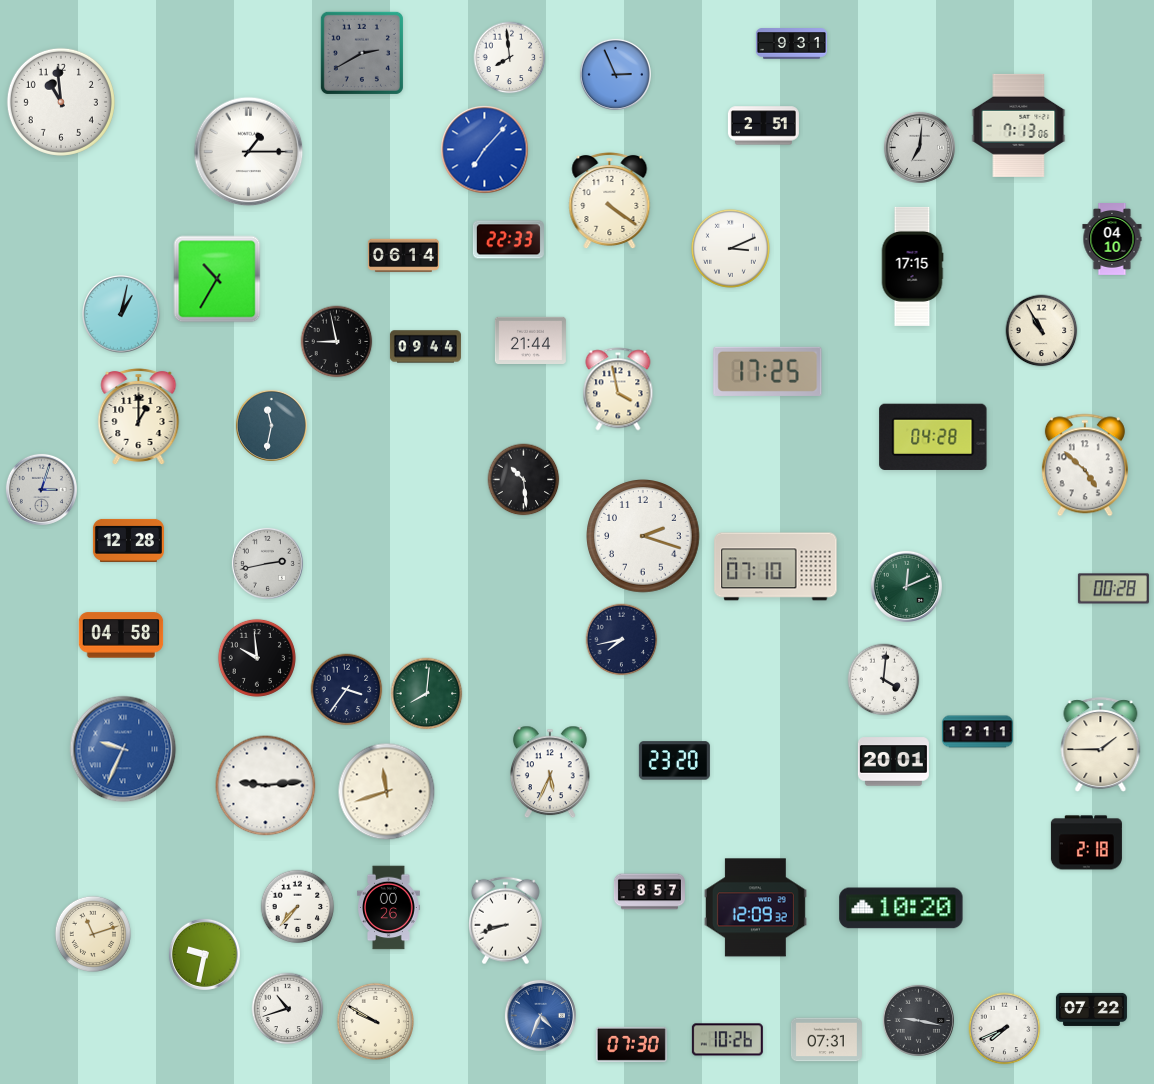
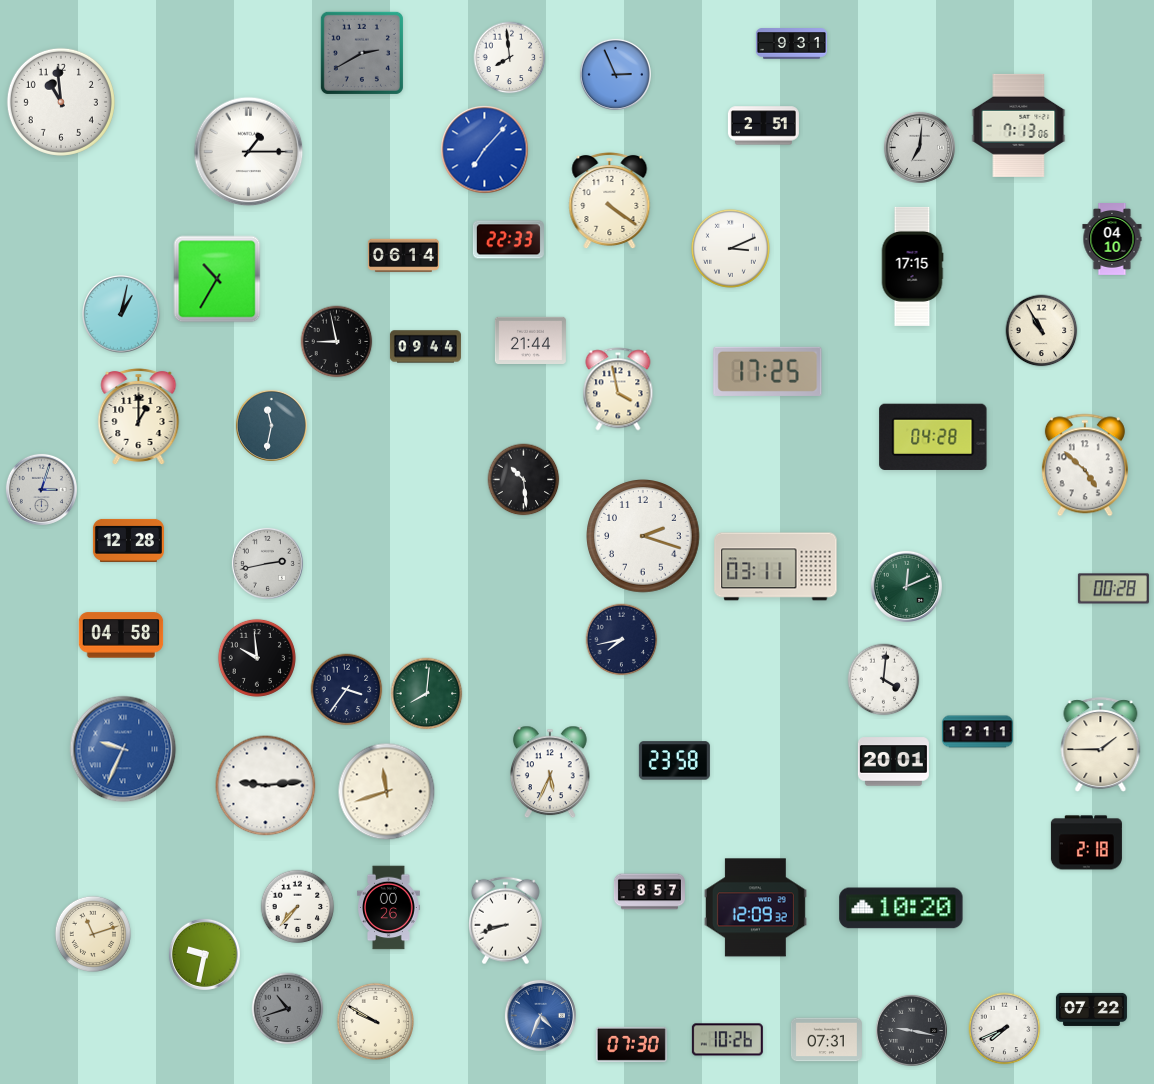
clock at (776, 567): 07:10 -> 03:11
clock at (674, 761): 23:20 -> 23:58
clock at (288, 1009) dial: white -> grey
clock at (918, 1020) position: (918, 1020) -> (911, 1030)
